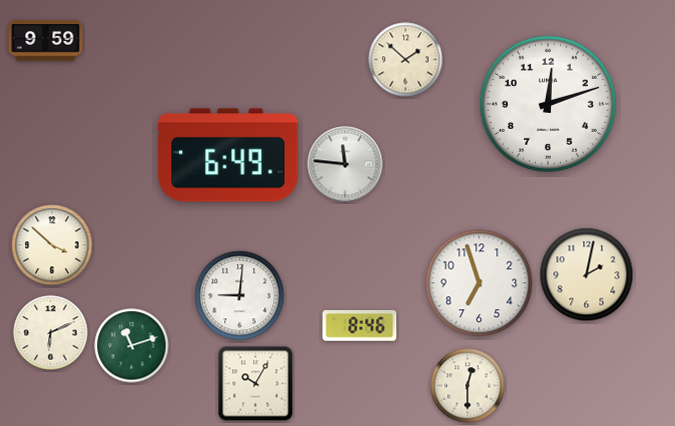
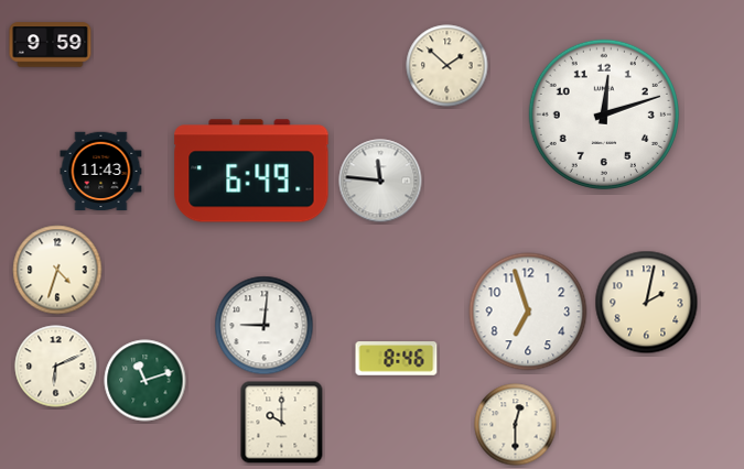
clock at (101, 172): none -> 11:43
clock at (52, 245): 3:52 -> 4:33
clock at (256, 384): 10:05 -> 10:00
